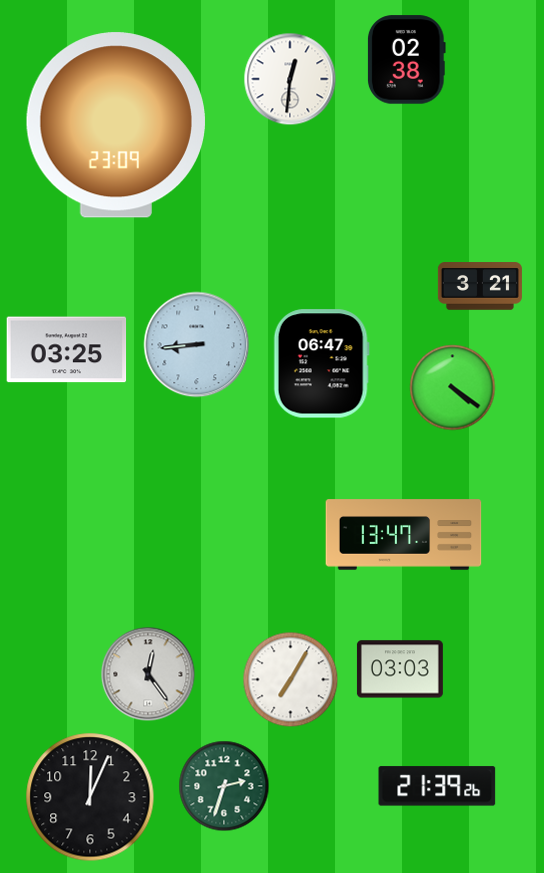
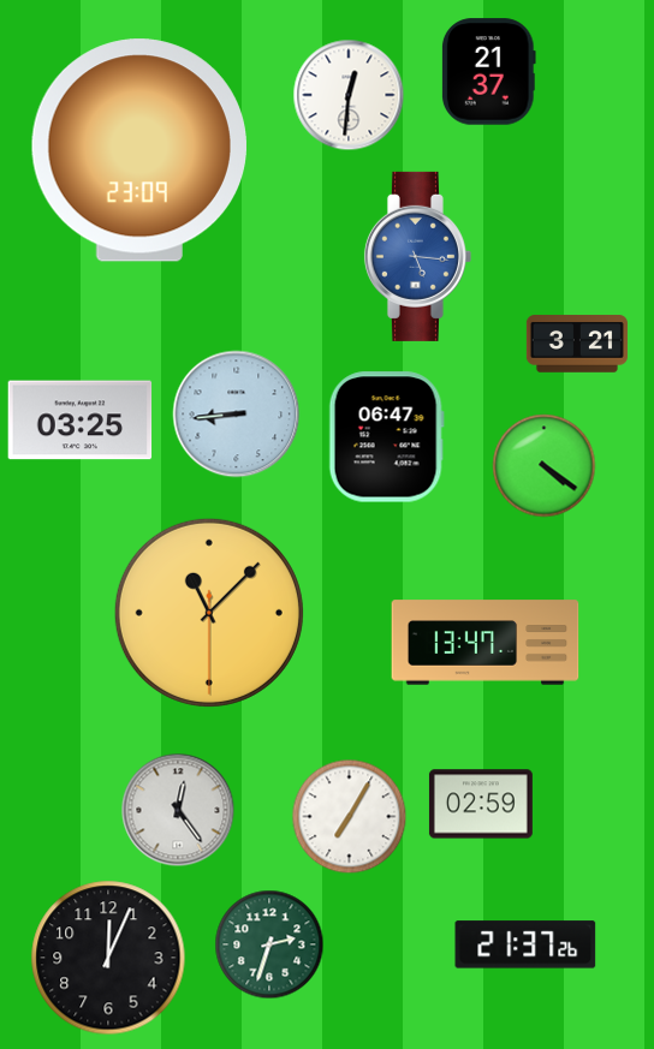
clock at (406, 60): 02:38 -> 21:37
clock at (417, 256): none -> 5:16
clock at (209, 613): none -> 11:07
clock at (400, 669): 03:03 -> 02:59
clock at (437, 786): 21:39 -> 21:37
